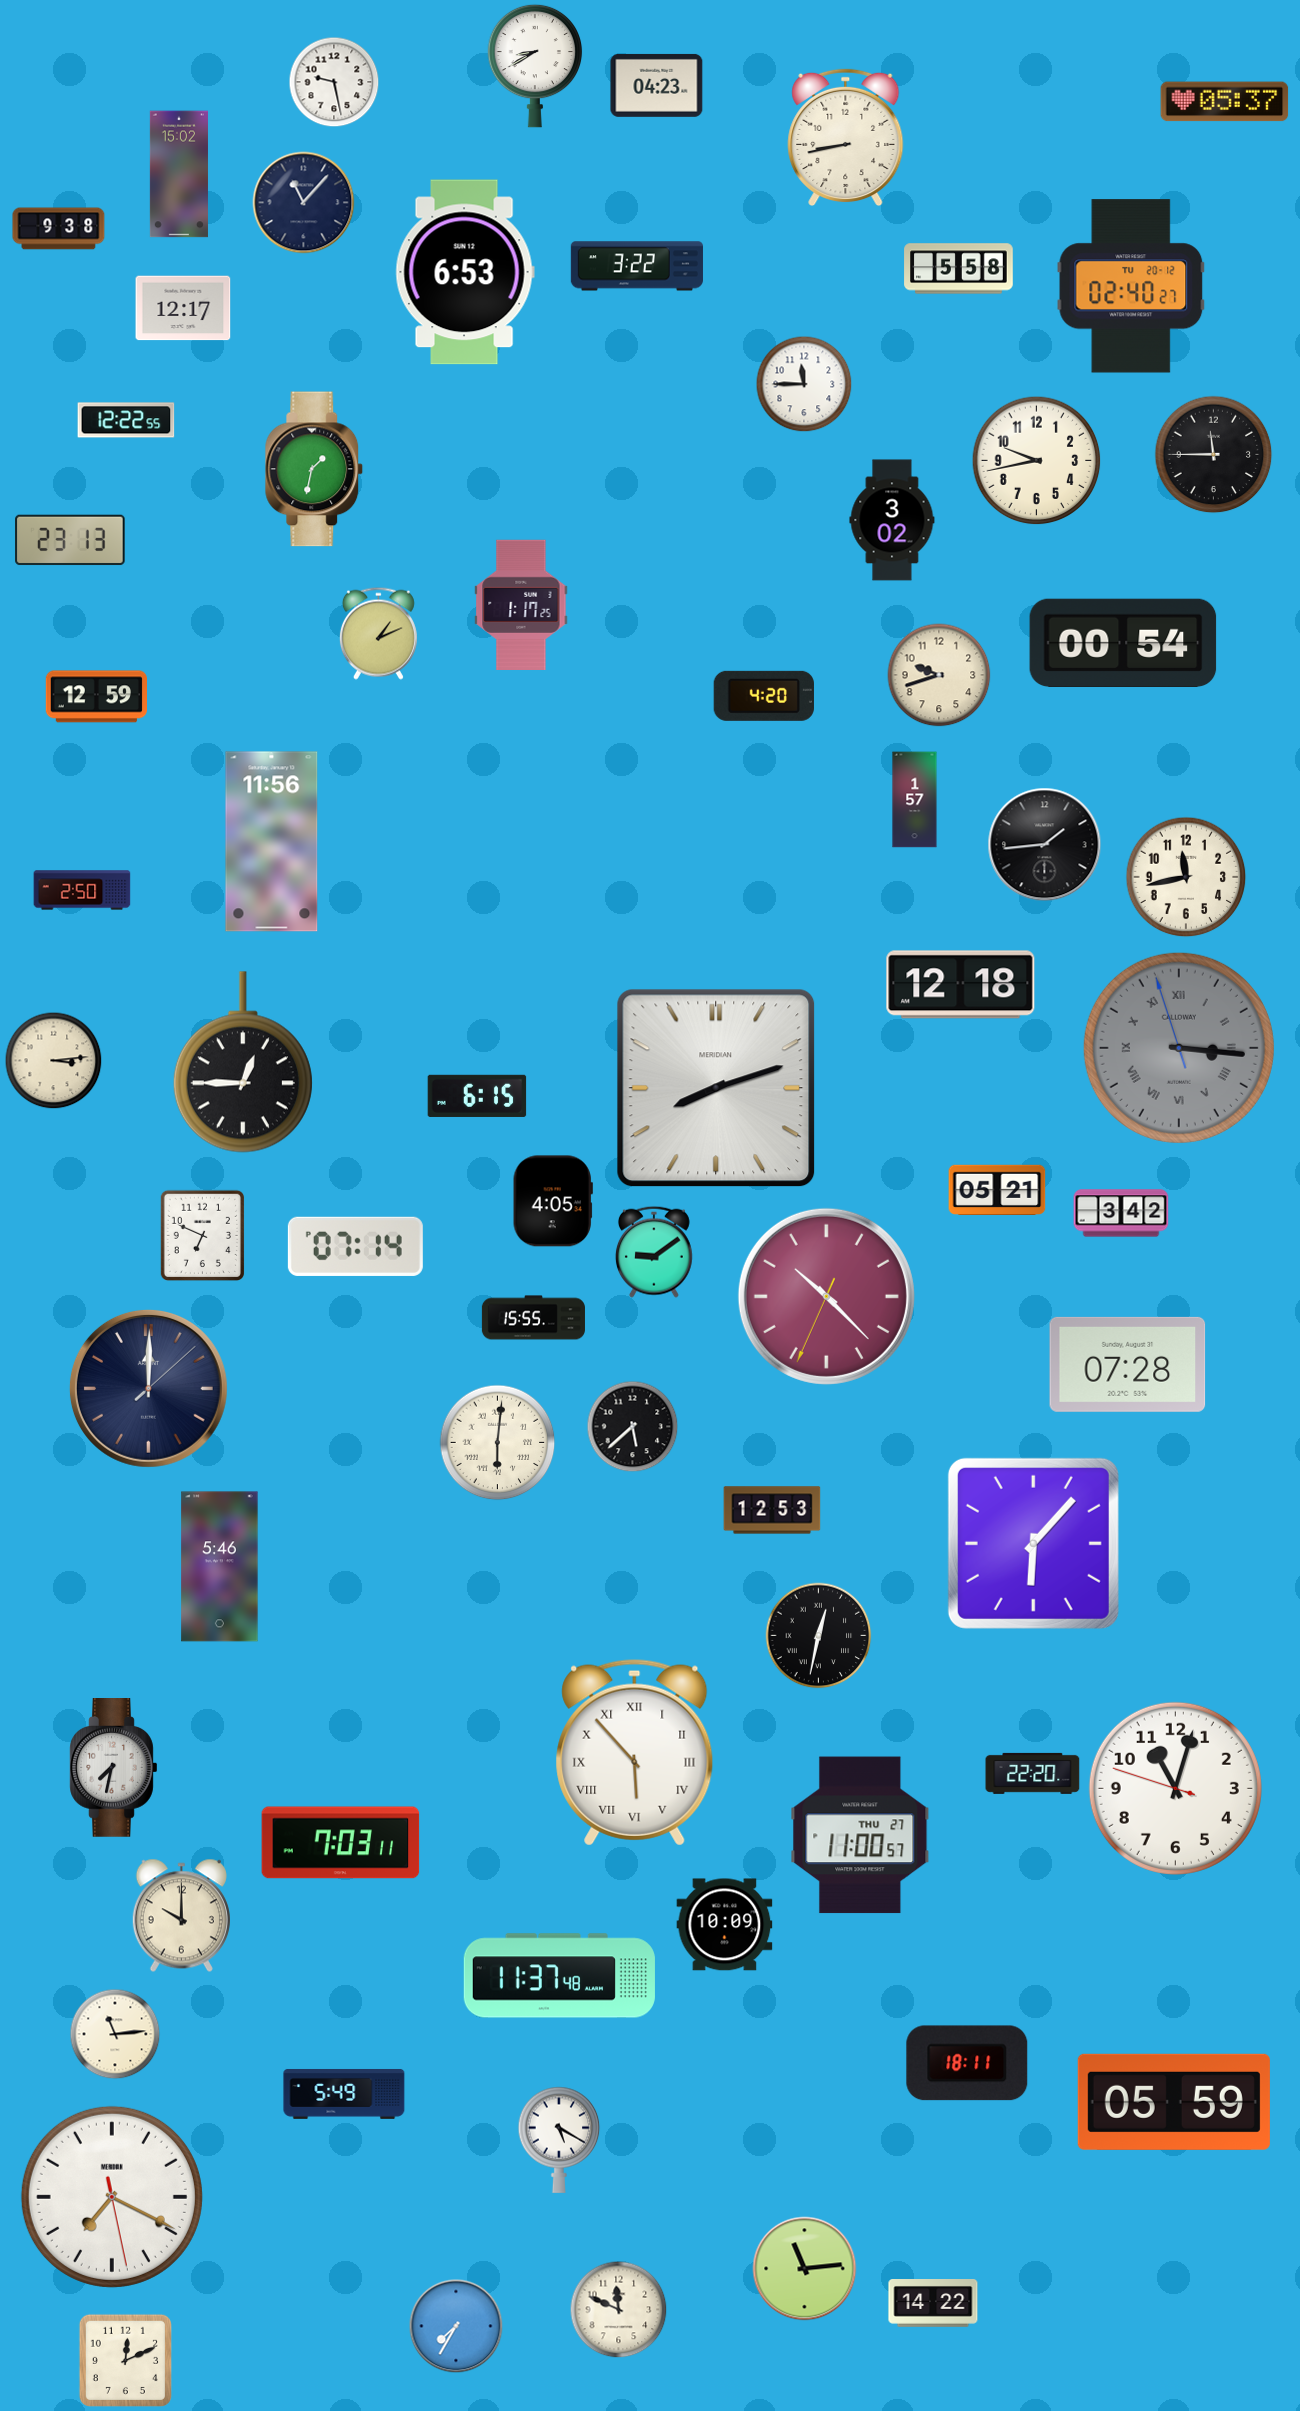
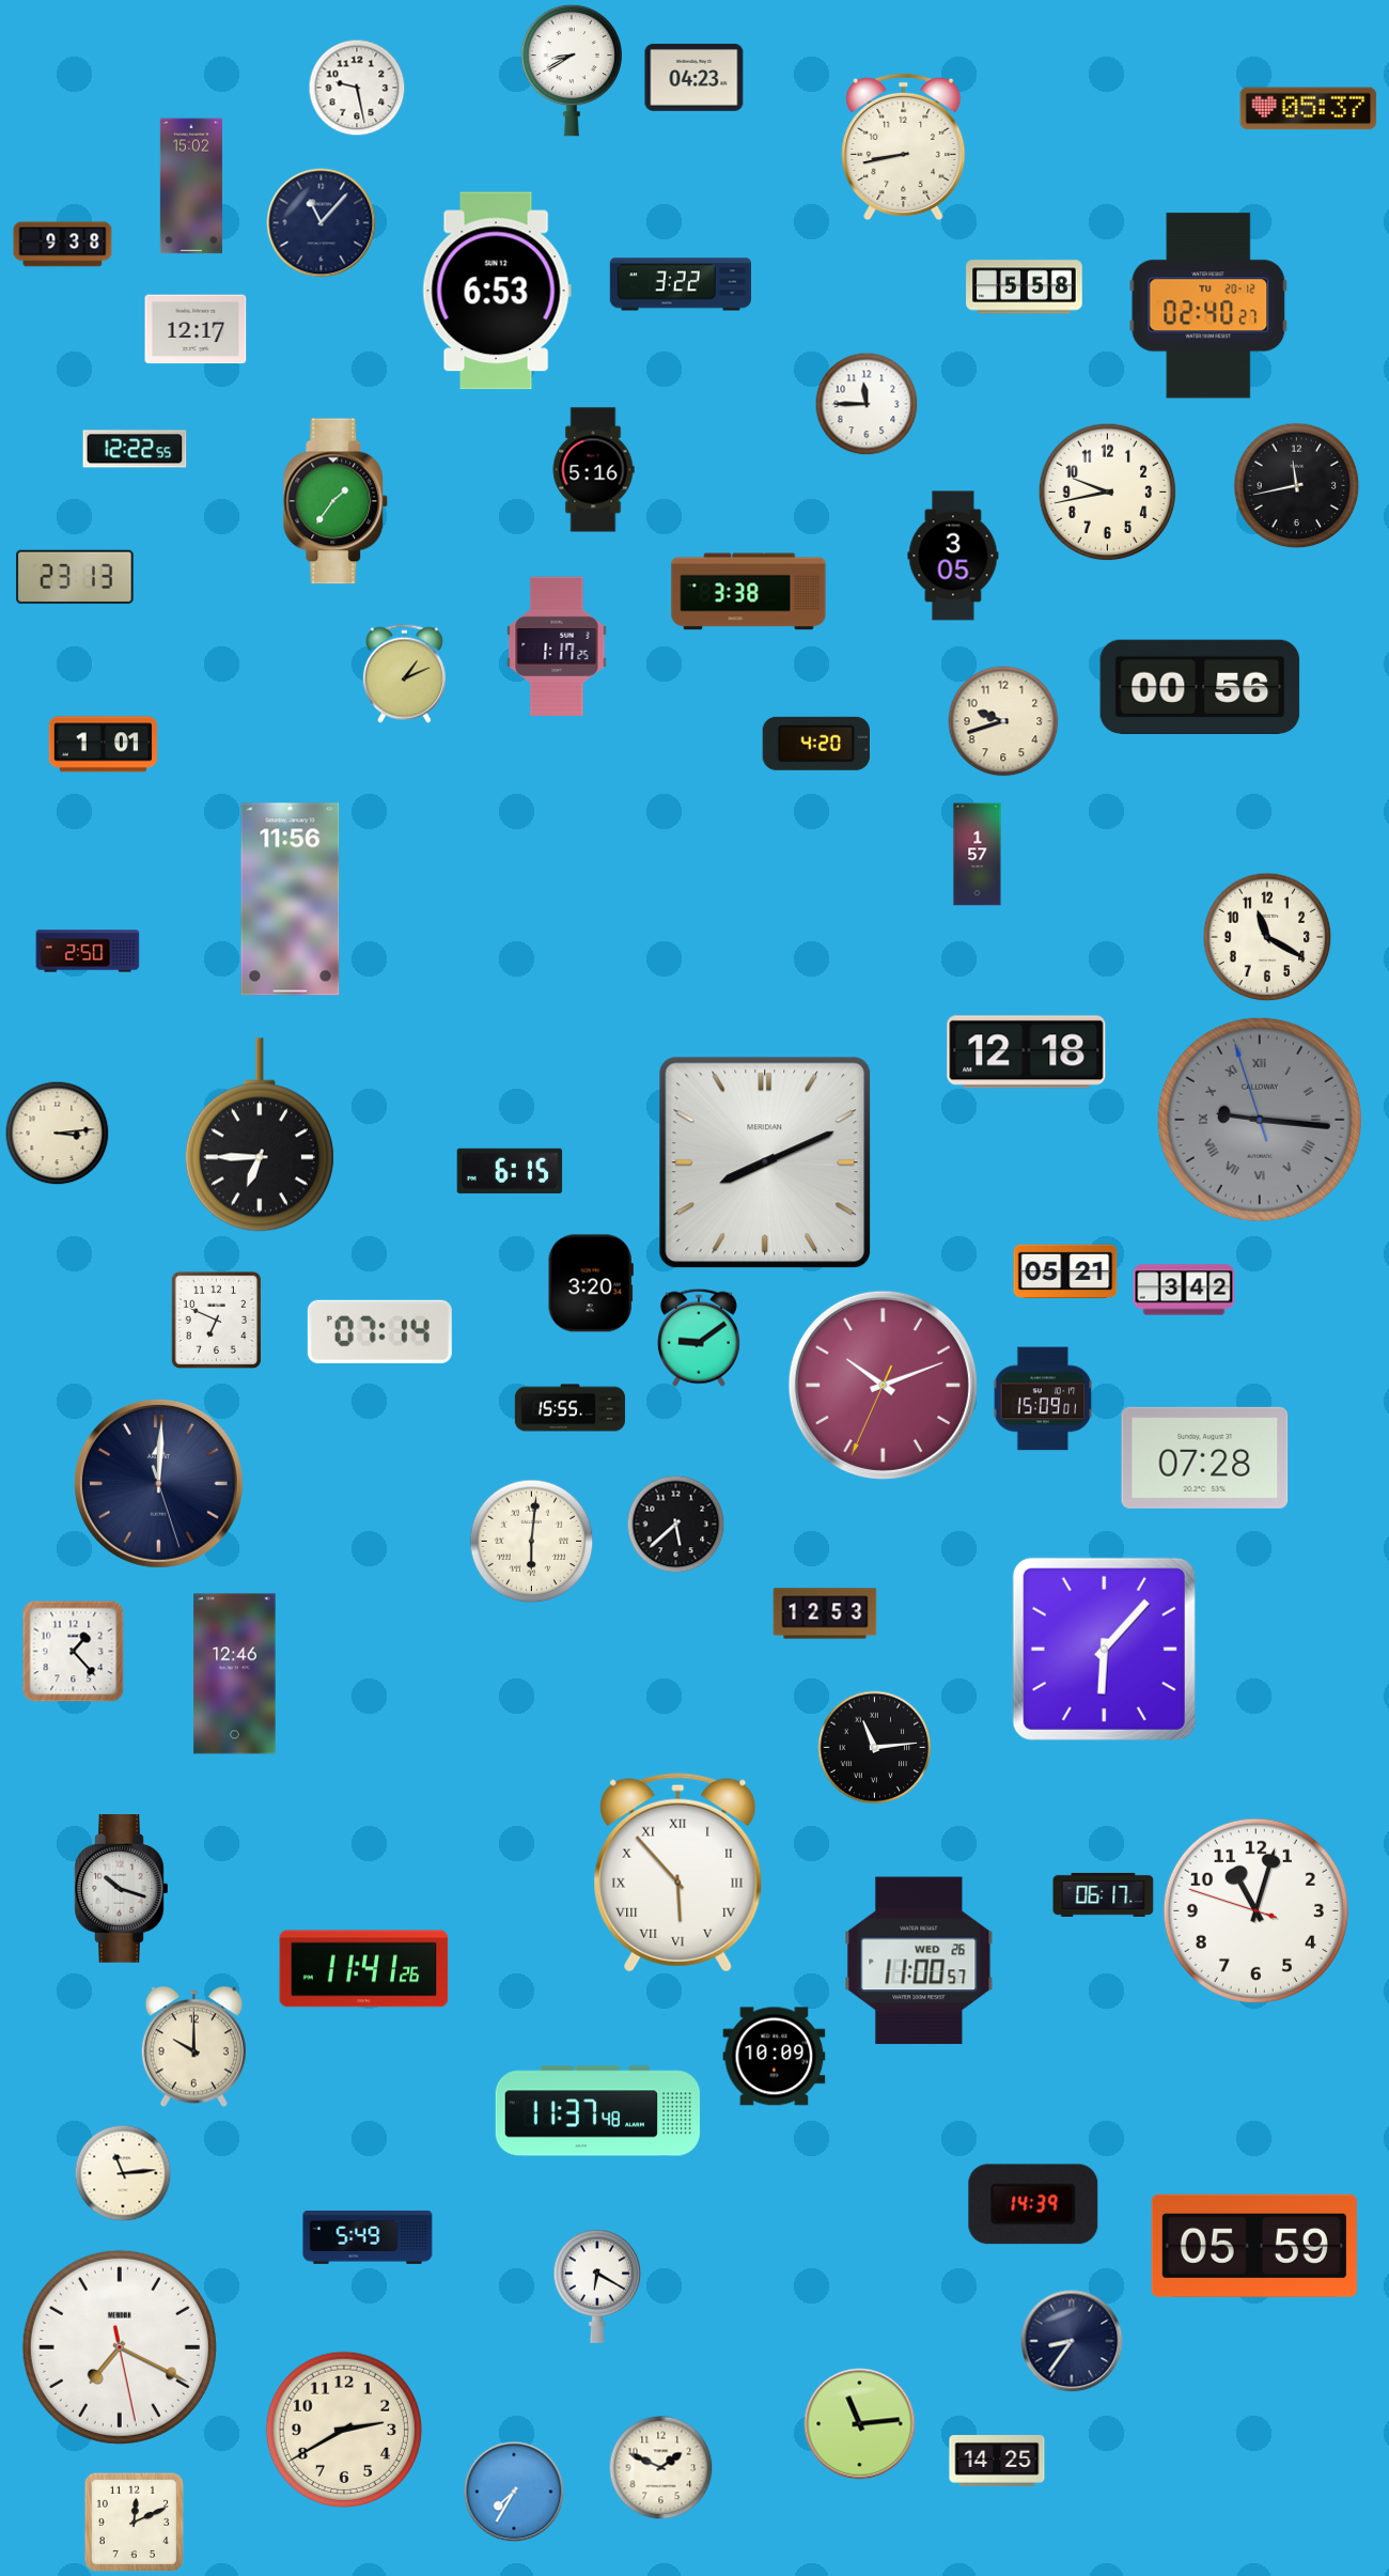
clock at (657, 85) position: (657, 85) -> (694, 77)
clock at (304, 203) position: (304, 203) -> (322, 223)
clock at (804, 384) position: (804, 384) -> (867, 404)
clock at (593, 470): none -> 5:16
clock at (1214, 455): 11:45 -> 11:43
clock at (314, 469): 1:32 -> 1:36
clock at (892, 520): 3:02 -> 3:05
clock at (749, 592): none -> 3:38
clock at (378, 633) position: (378, 633) -> (404, 673)
clock at (1123, 642): 00:54 -> 00:56
clock at (96, 697): 12:59 -> 1:01
clock at (1045, 845): 1:44 -> none
clock at (1186, 877): 11:43 -> 11:20
clock at (1179, 1048): 3:15 -> 9:15
clock at (243, 1062): 12:45 -> 6:45
clock at (716, 1088): 8:12 -> 8:11
clock at (553, 1201): 4:05 -> 3:20
clock at (1121, 1213) position: (1121, 1213) -> (1184, 1290)
clock at (826, 1296): 10:22 -> 10:11
clock at (1043, 1399): none -> 15:09
clock at (148, 1388): 12:00:08 -> 12:00:27
clock at (74, 1652): none -> 1:23
clock at (220, 1567): 5:46 -> 12:46
clock at (819, 1636): 12:32 -> 11:14
clock at (114, 1768): 7:32 -> 10:18
clock at (1033, 1773): 22:20 -> 06:17
clock at (860, 1835) date: THU 27 -> WED 26
clock at (341, 1843): 7:03 -> 11:41
clock at (967, 2063): 18:11 -> 14:39
clock at (559, 2140): 5:20 -> 6:20
clock at (1072, 2341): none -> 8:36
clock at (343, 2429): none -> 2:40
clock at (933, 2304): 14:22 -> 14:25
clock at (619, 2310): 11:49 -> 1:49
clock at (456, 2326) position: (456, 2326) -> (514, 2492)
